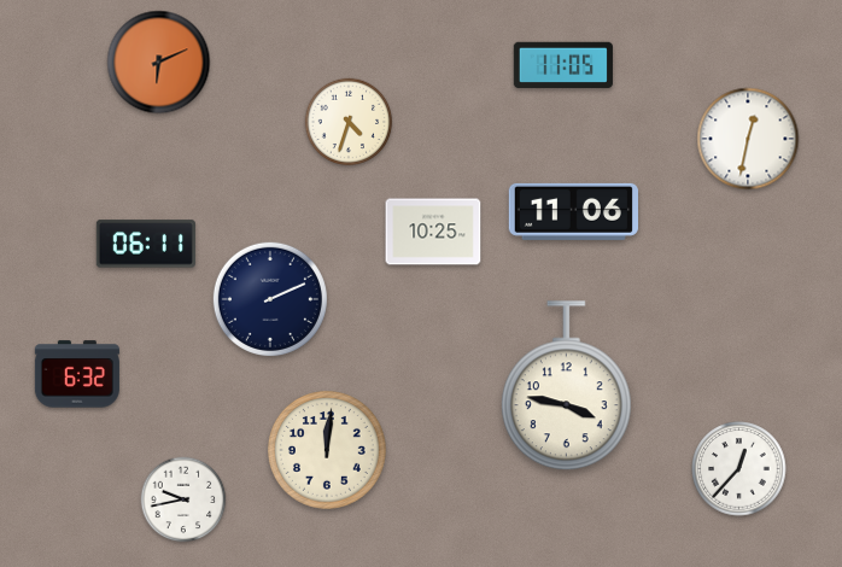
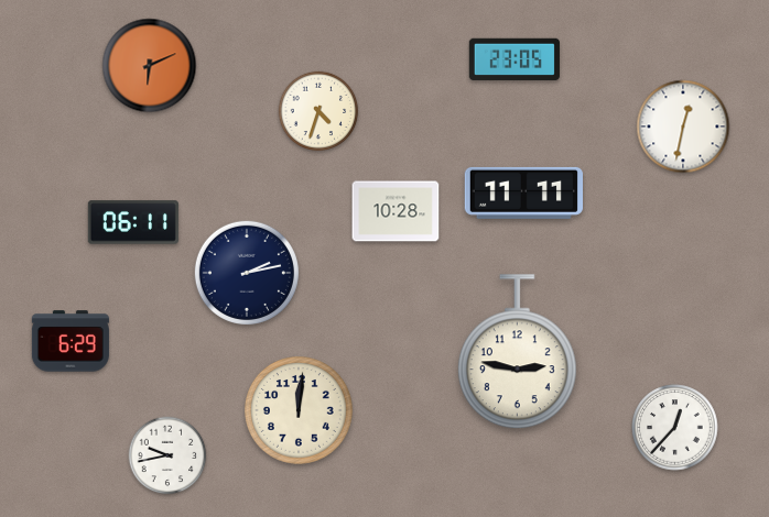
clock at (159, 63) position: (159, 63) -> (150, 66)
clock at (563, 64): 11:05 -> 23:05
clock at (573, 211): 11:06 -> 11:11
clock at (433, 232): 10:25 -> 10:28
clock at (270, 299): 2:11 -> 2:13
clock at (77, 374): 6:32 -> 6:29
clock at (566, 386): 3:47 -> 2:47
